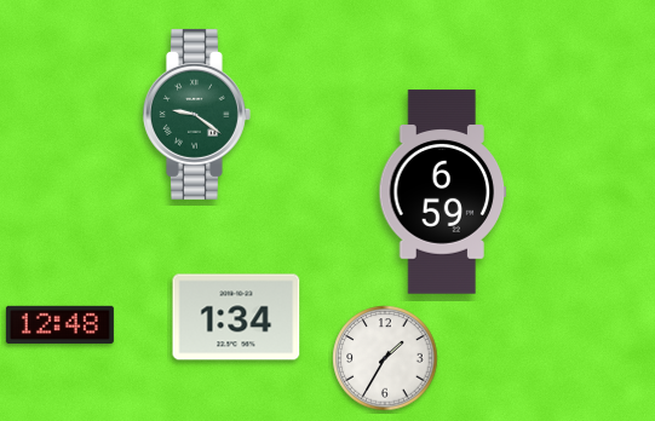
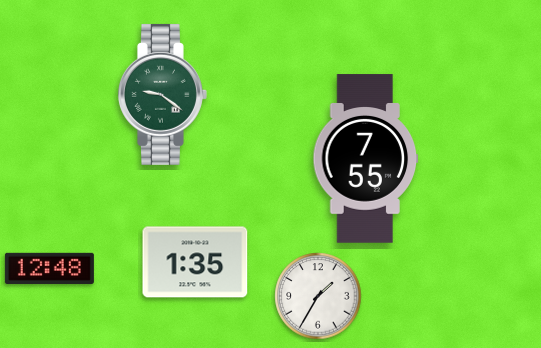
clock at (443, 192): 6:59 -> 7:55
clock at (236, 317): 1:34 -> 1:35
